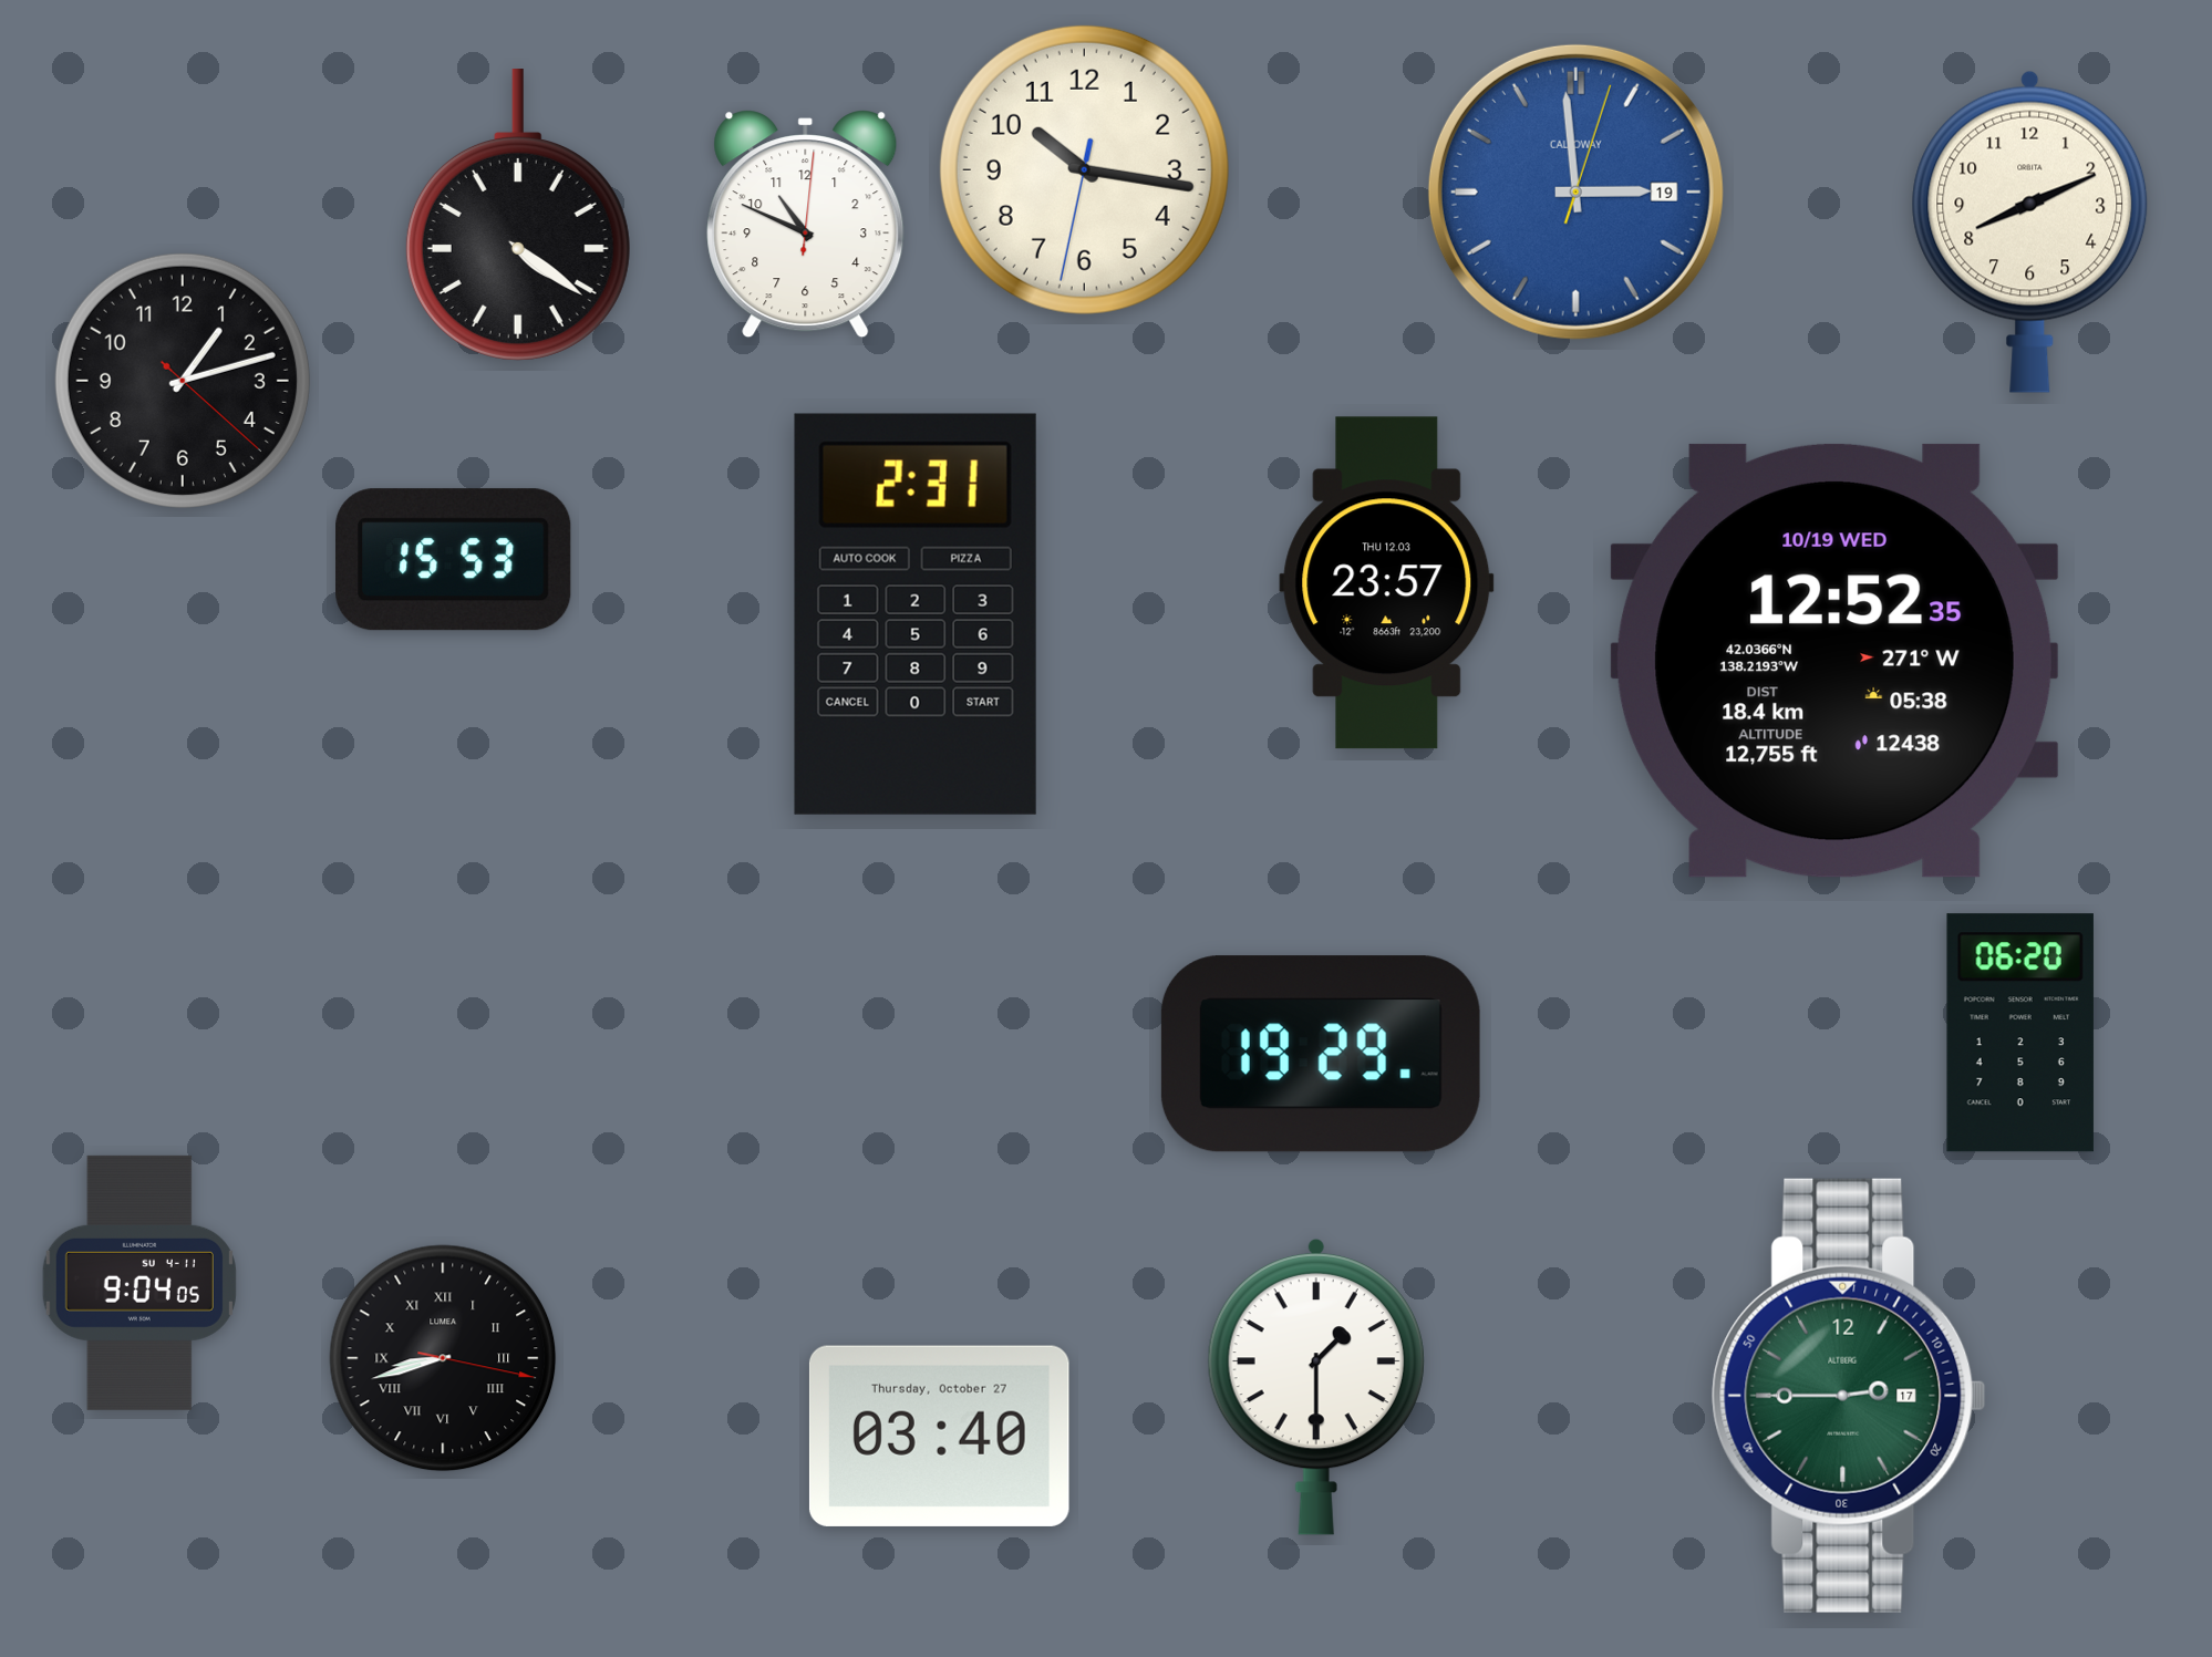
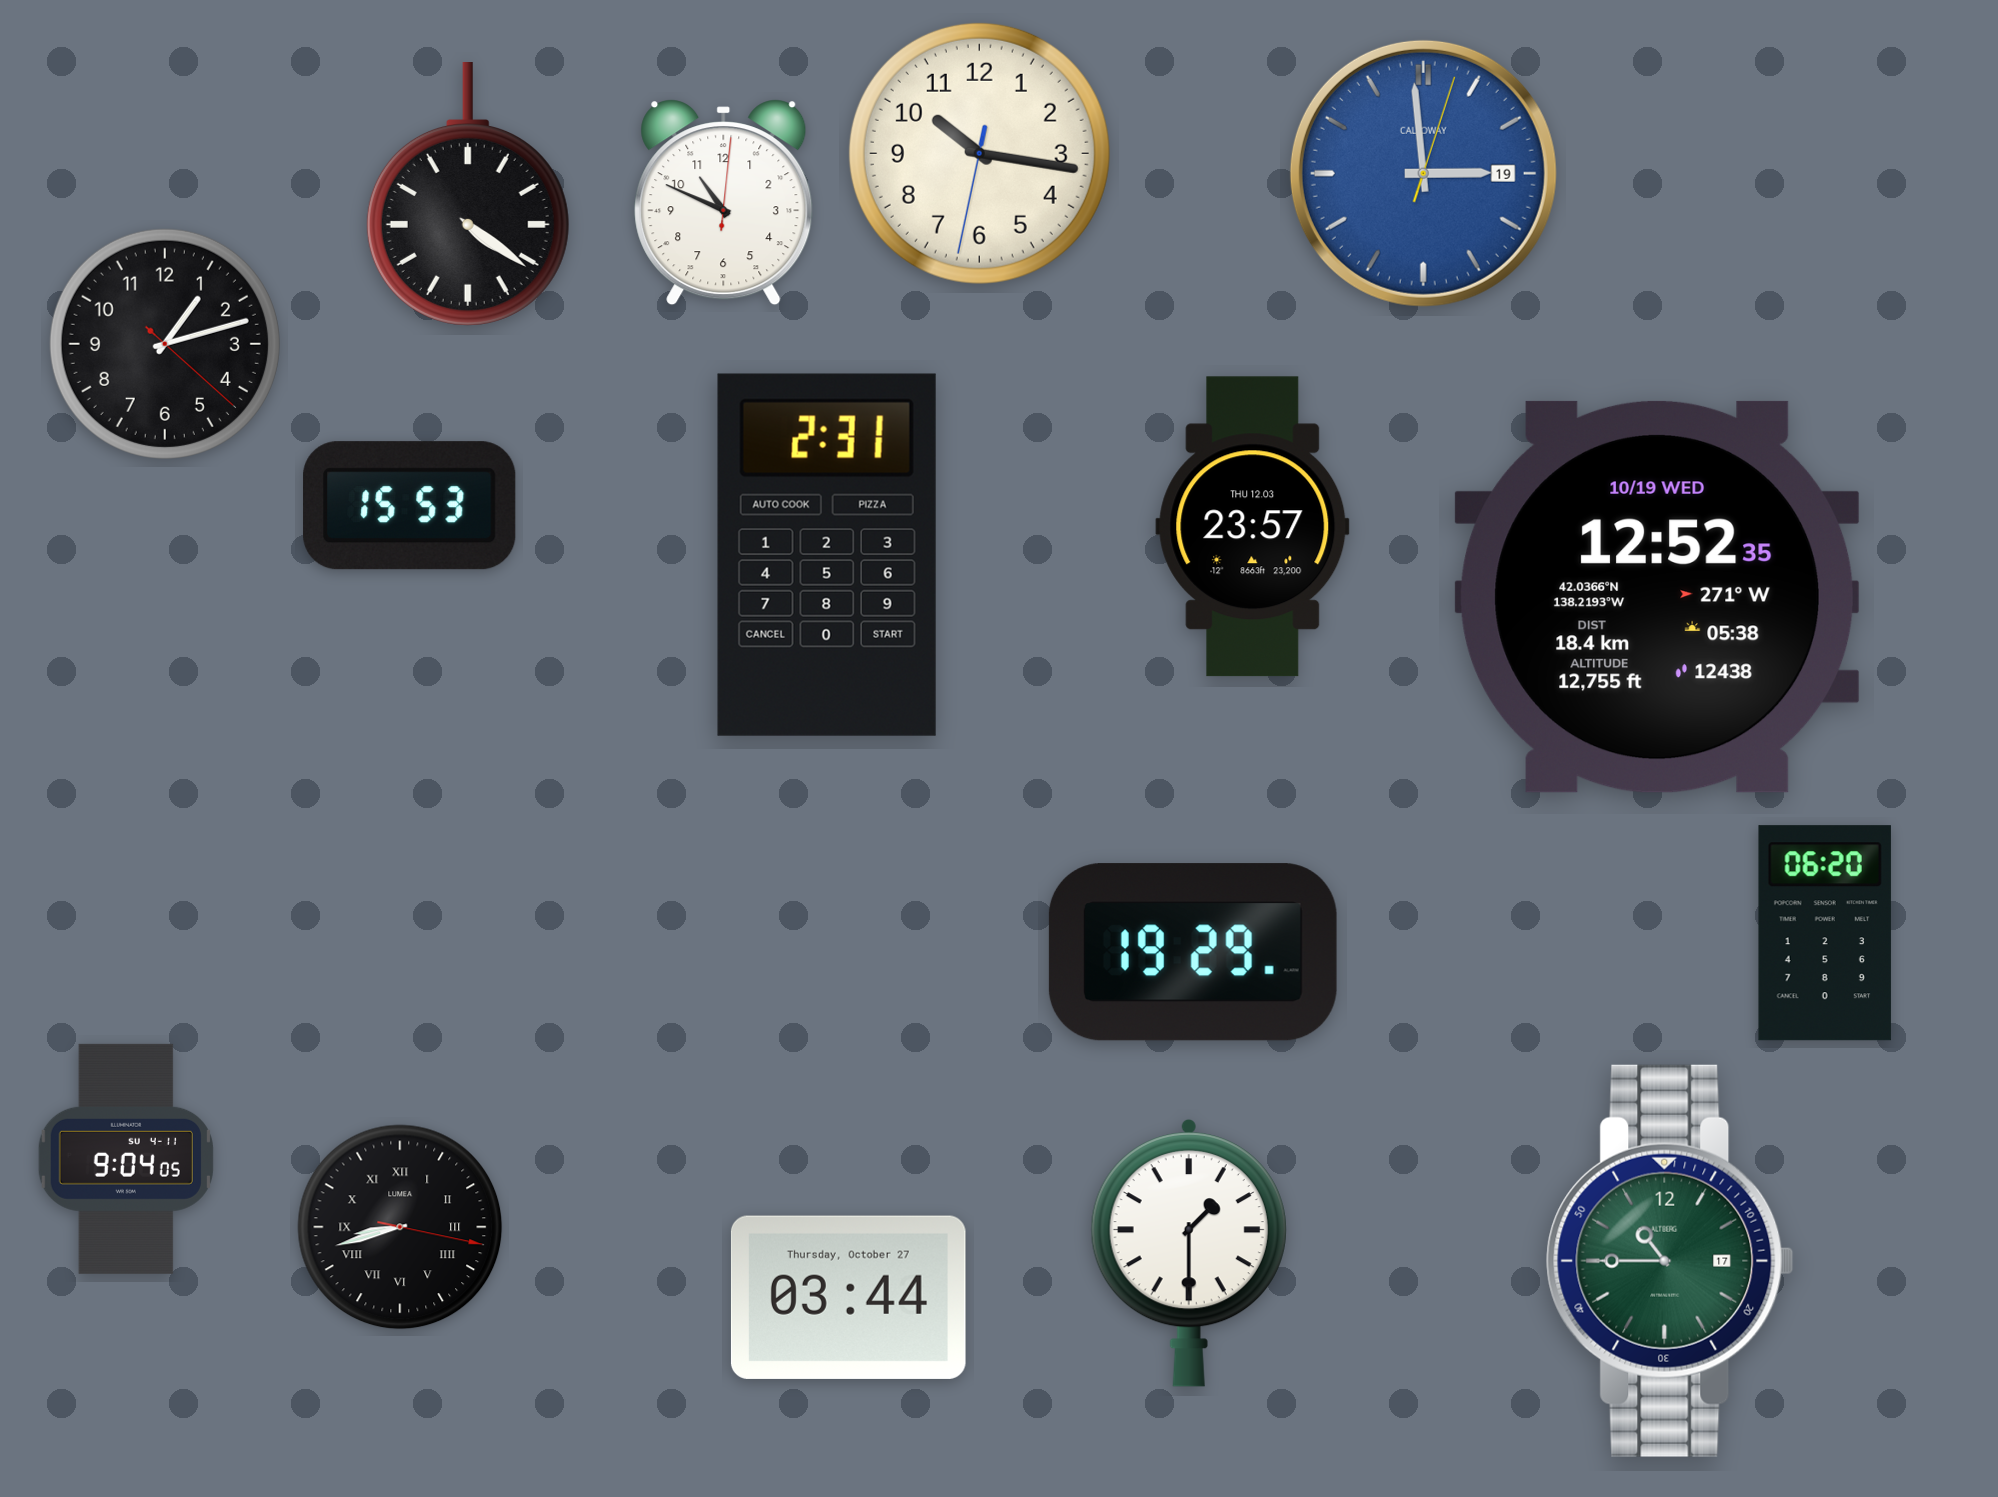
clock at (806, 225) position: (806, 225) -> (724, 203)
clock at (2030, 231): 8:11 -> none
clock at (1849, 1396): 2:45 -> 10:45
clock at (939, 1436): 03:40 -> 03:44
